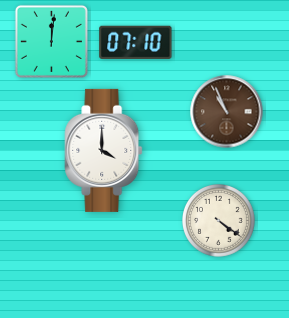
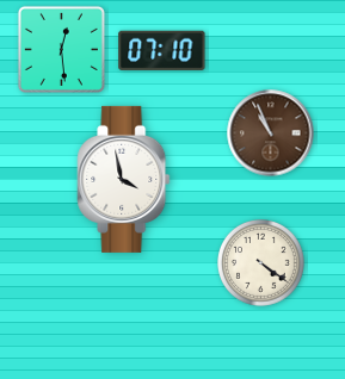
clock at (51, 41): 12:01 -> 12:29
clock at (104, 150): 4:00 -> 3:58
